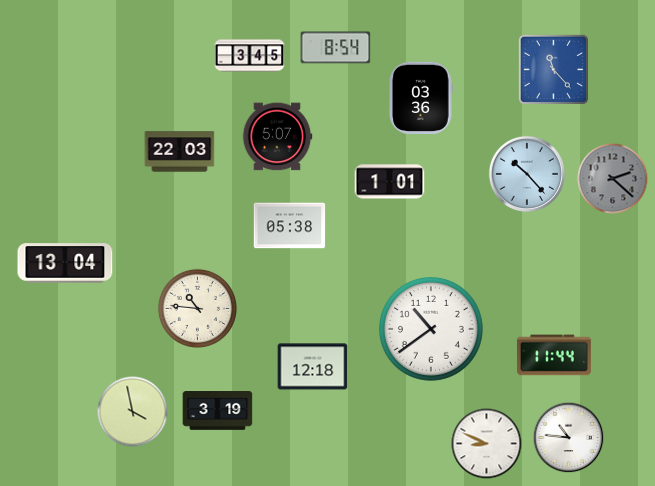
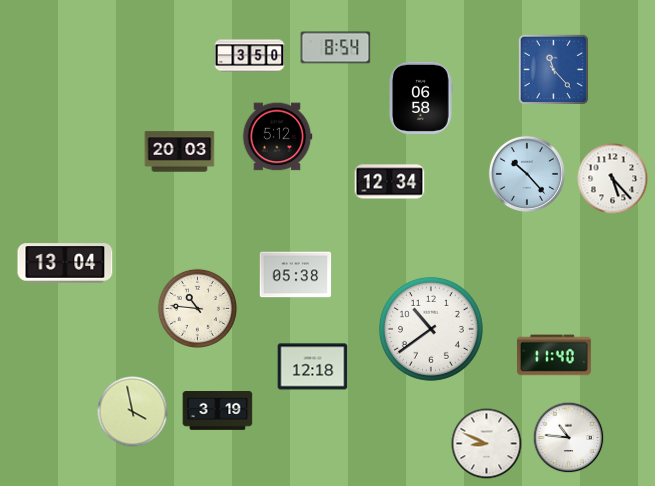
clock at (250, 56): 3:45 -> 3:50
clock at (421, 98): 03:36 -> 06:58
clock at (277, 137): 5:07 -> 5:12
clock at (180, 152): 22:03 -> 20:03
clock at (613, 179): 2:22 -> 5:23
clock at (613, 179) dial: grey -> white
clock at (390, 182): 1:01 -> 12:34
clock at (290, 226) position: (290, 226) -> (296, 275)
clock at (554, 355): 11:44 -> 11:40
